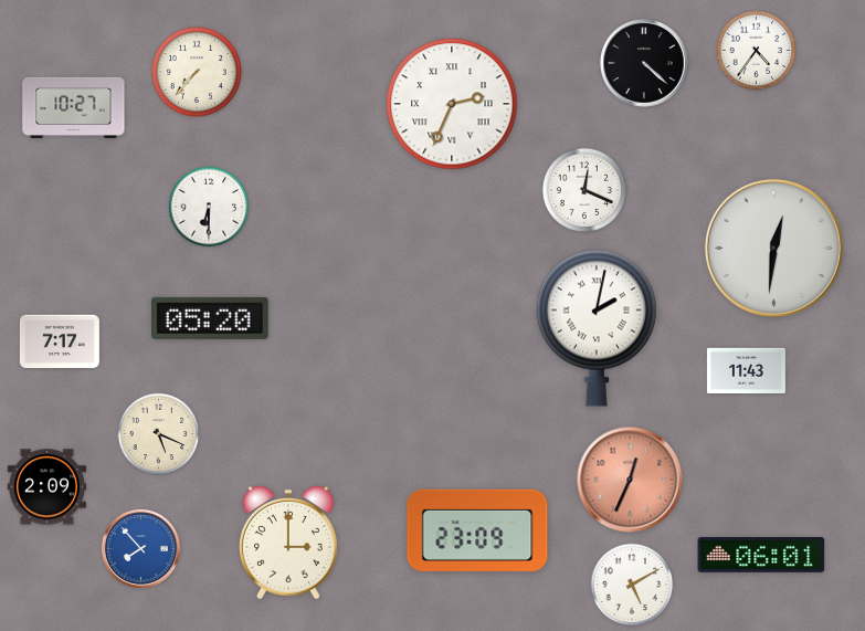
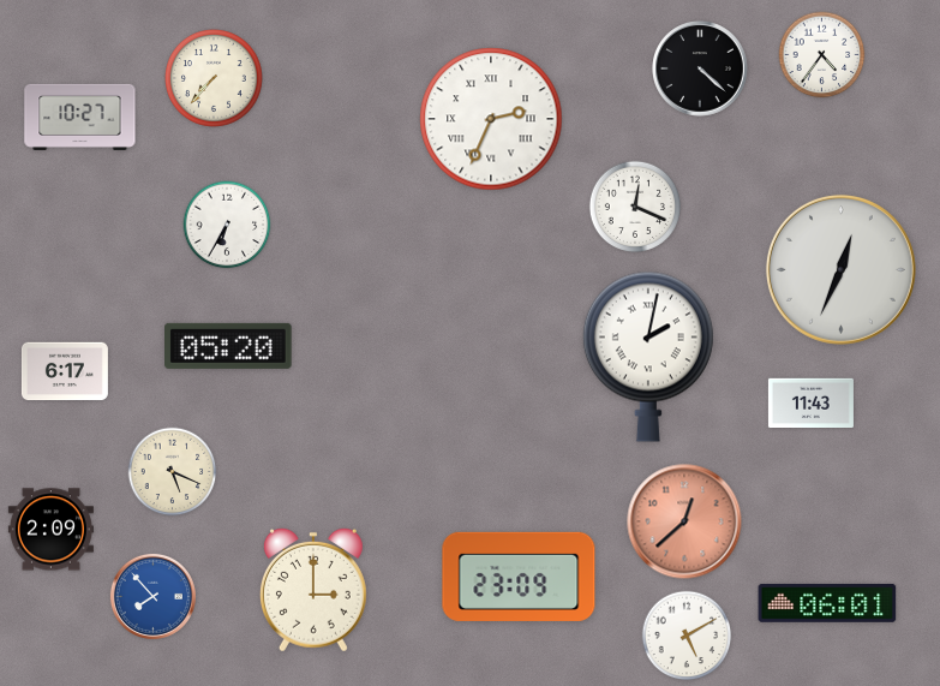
clock at (452, 104) position: (452, 104) -> (491, 119)
clock at (209, 207): 6:30 -> 6:35
clock at (773, 248): 12:31 -> 12:34
clock at (60, 341): 7:17 -> 6:17
clock at (630, 480): 12:34 -> 12:38
